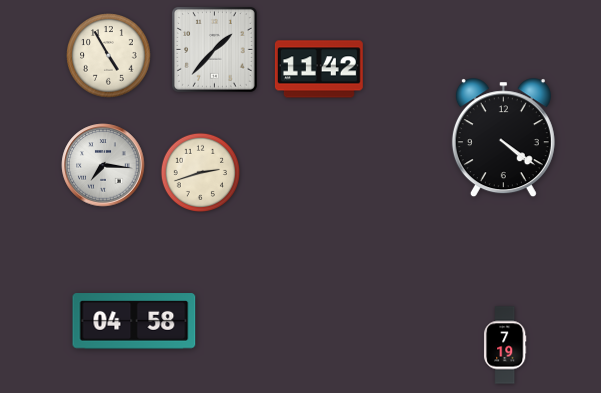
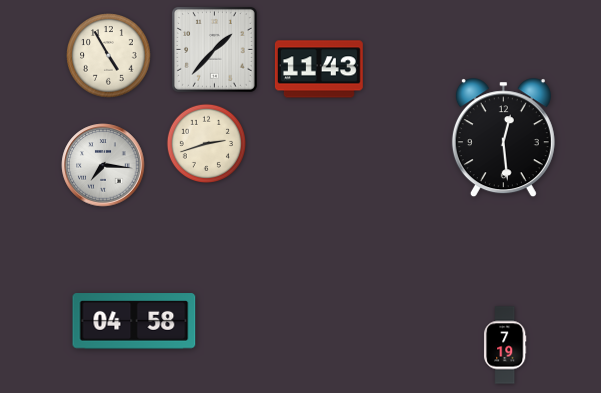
clock at (319, 69): 11:42 -> 11:43
clock at (503, 138): 4:21 -> 12:29
clock at (200, 172) position: (200, 172) -> (206, 143)
